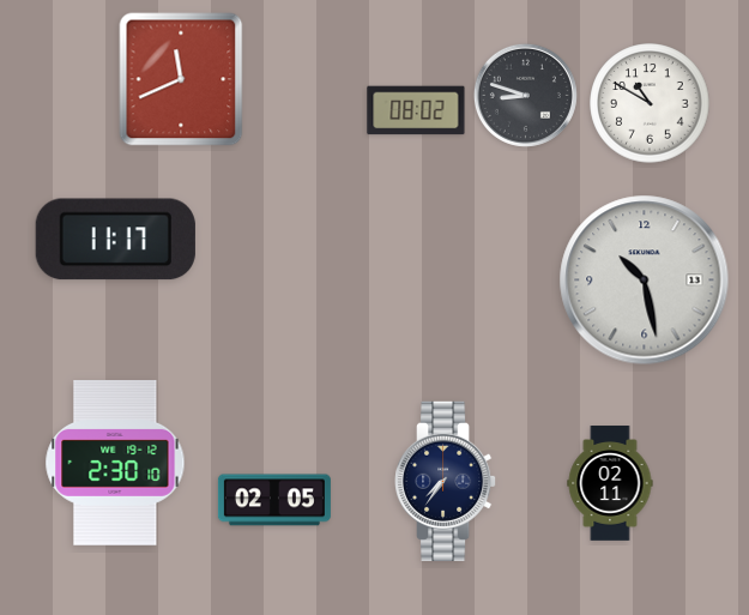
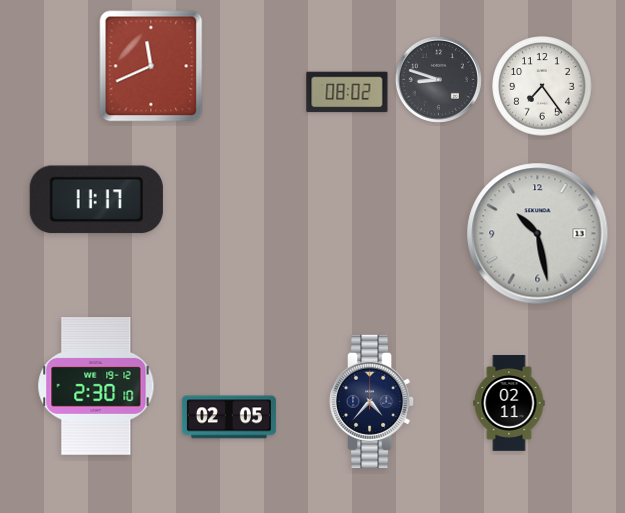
clock at (650, 103): 10:50 -> 7:24
clock at (446, 481): 7:36 -> 4:37
